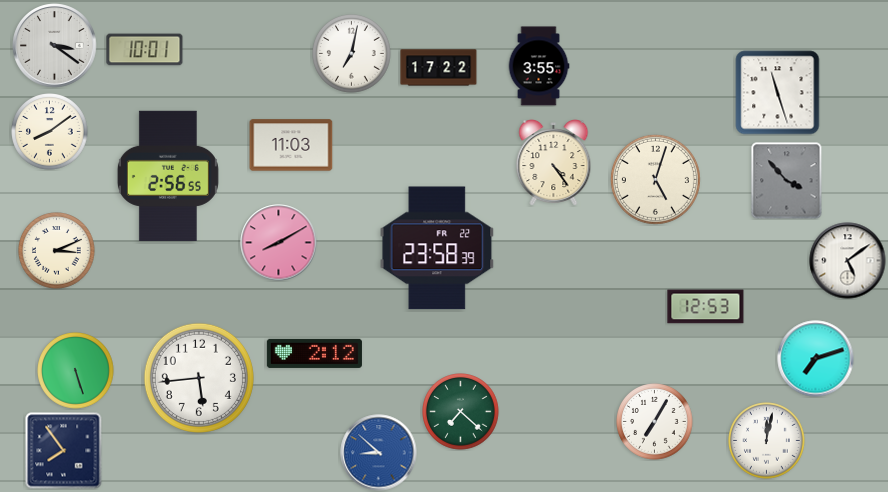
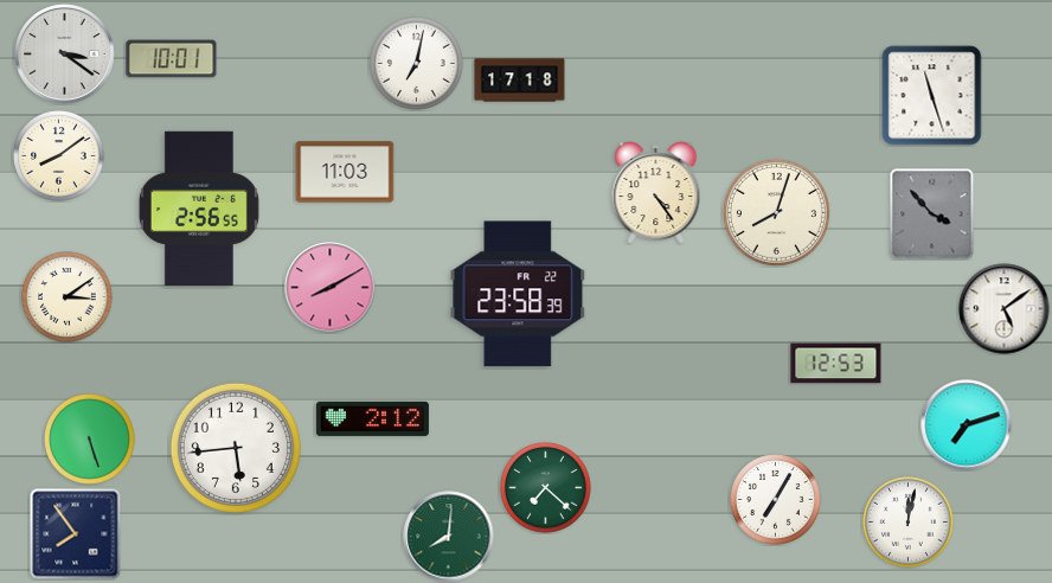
clock at (539, 66): 3:55 -> none
clock at (439, 68): 17:22 -> 17:18
clock at (778, 93) position: (778, 93) -> (932, 96)
clock at (655, 179): 5:03 -> 8:03
clock at (57, 251): 3:11 -> 3:09
clock at (379, 453): 8:52 -> 8:01
clock at (379, 453) dial: blue -> green
